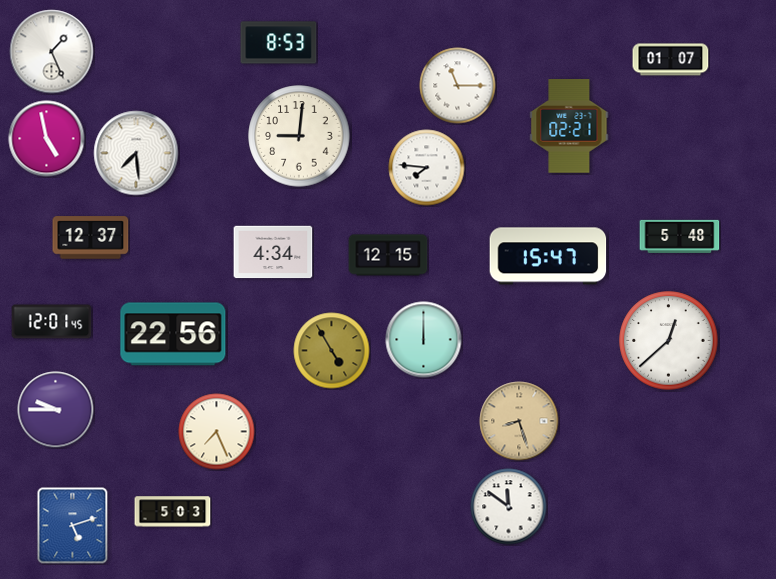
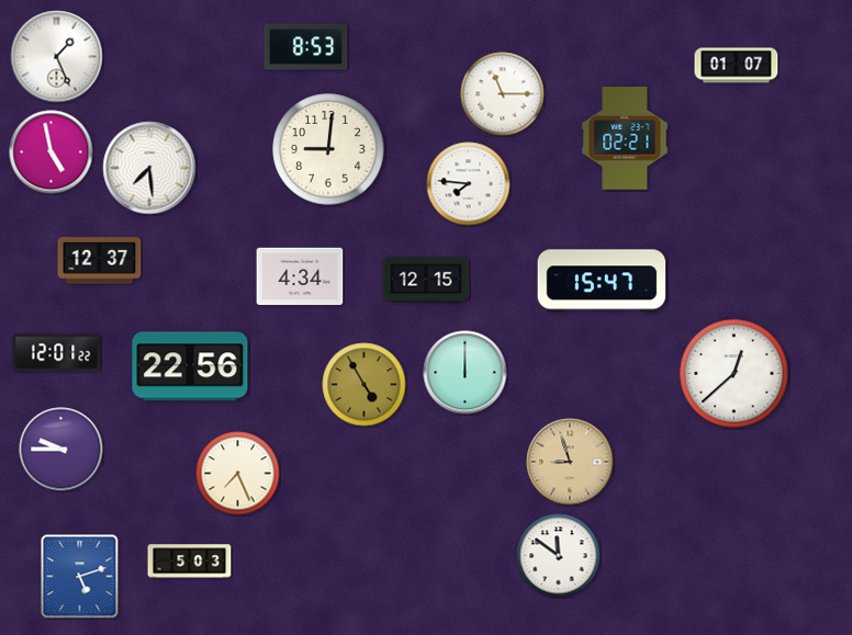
clock at (680, 236): 5:48 -> none
clock at (52, 322): 12:01:45 -> 12:01:22
clock at (519, 421): 8:27 -> 8:57
